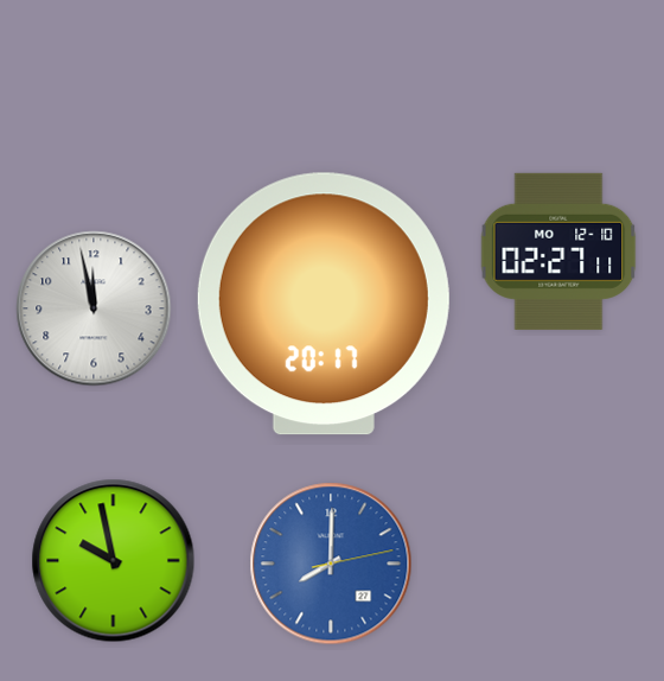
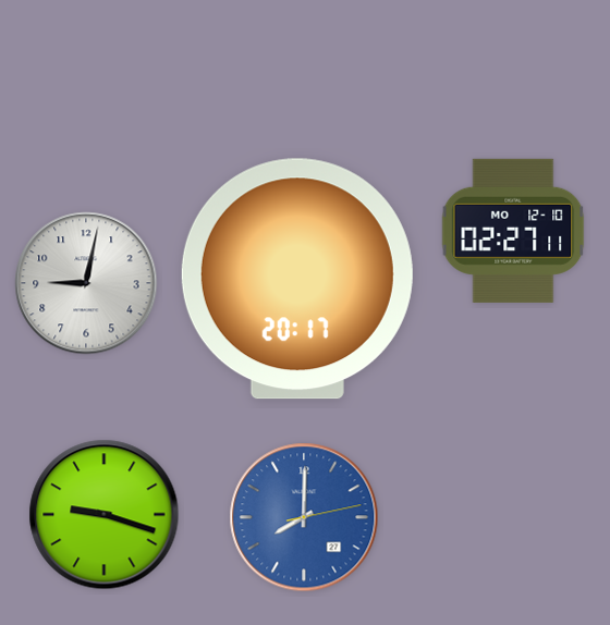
clock at (94, 308): 11:58 -> 9:02
clock at (114, 561): 9:58 -> 9:18
